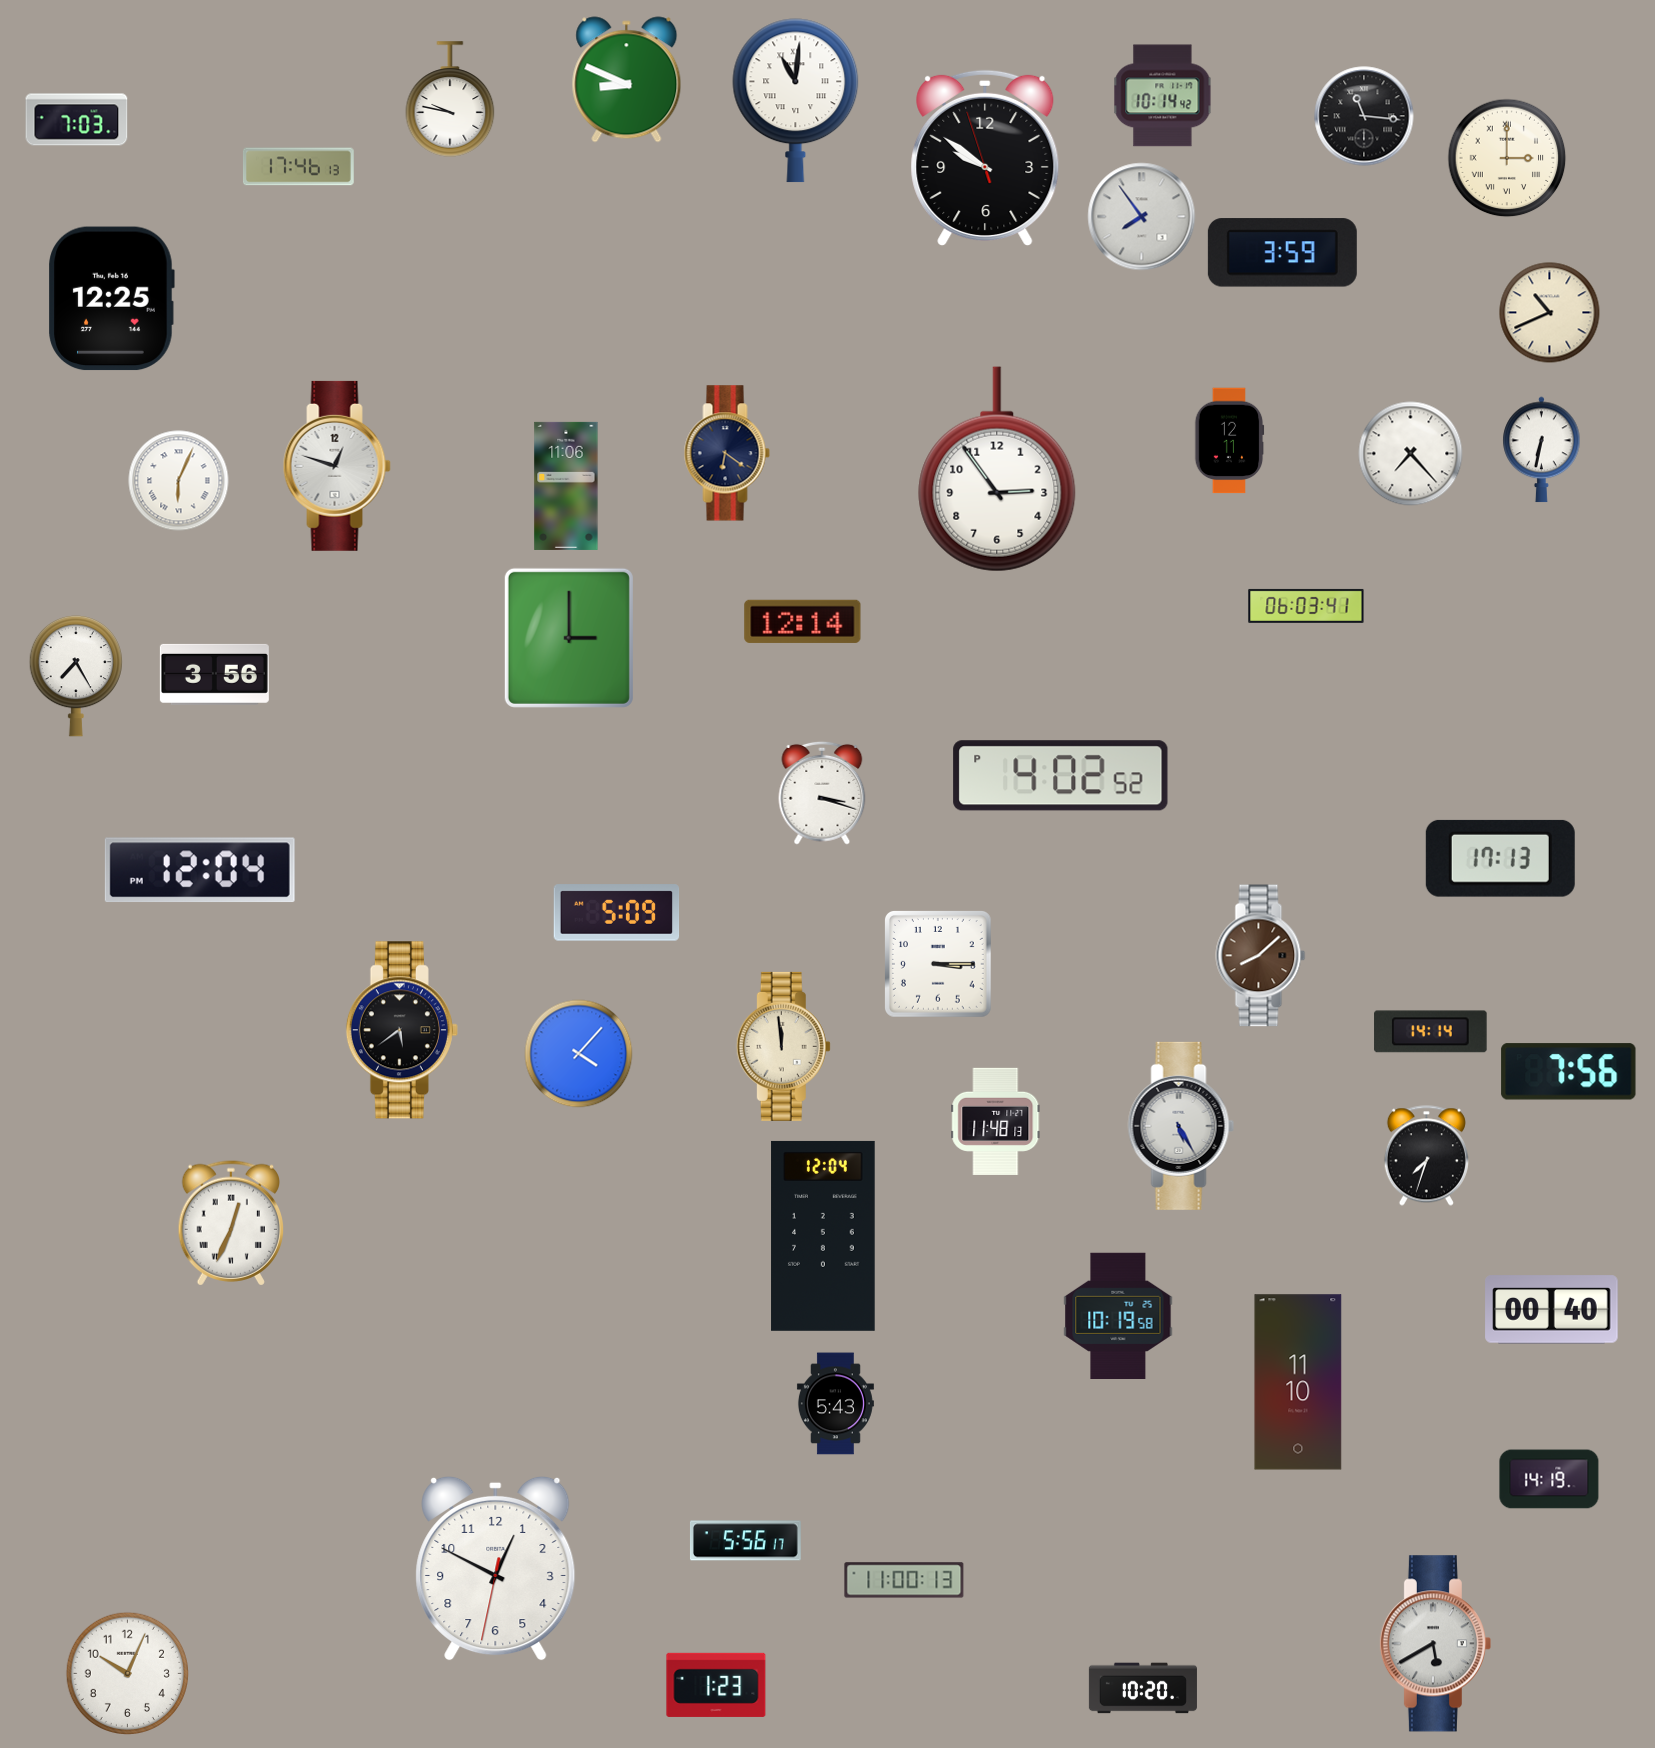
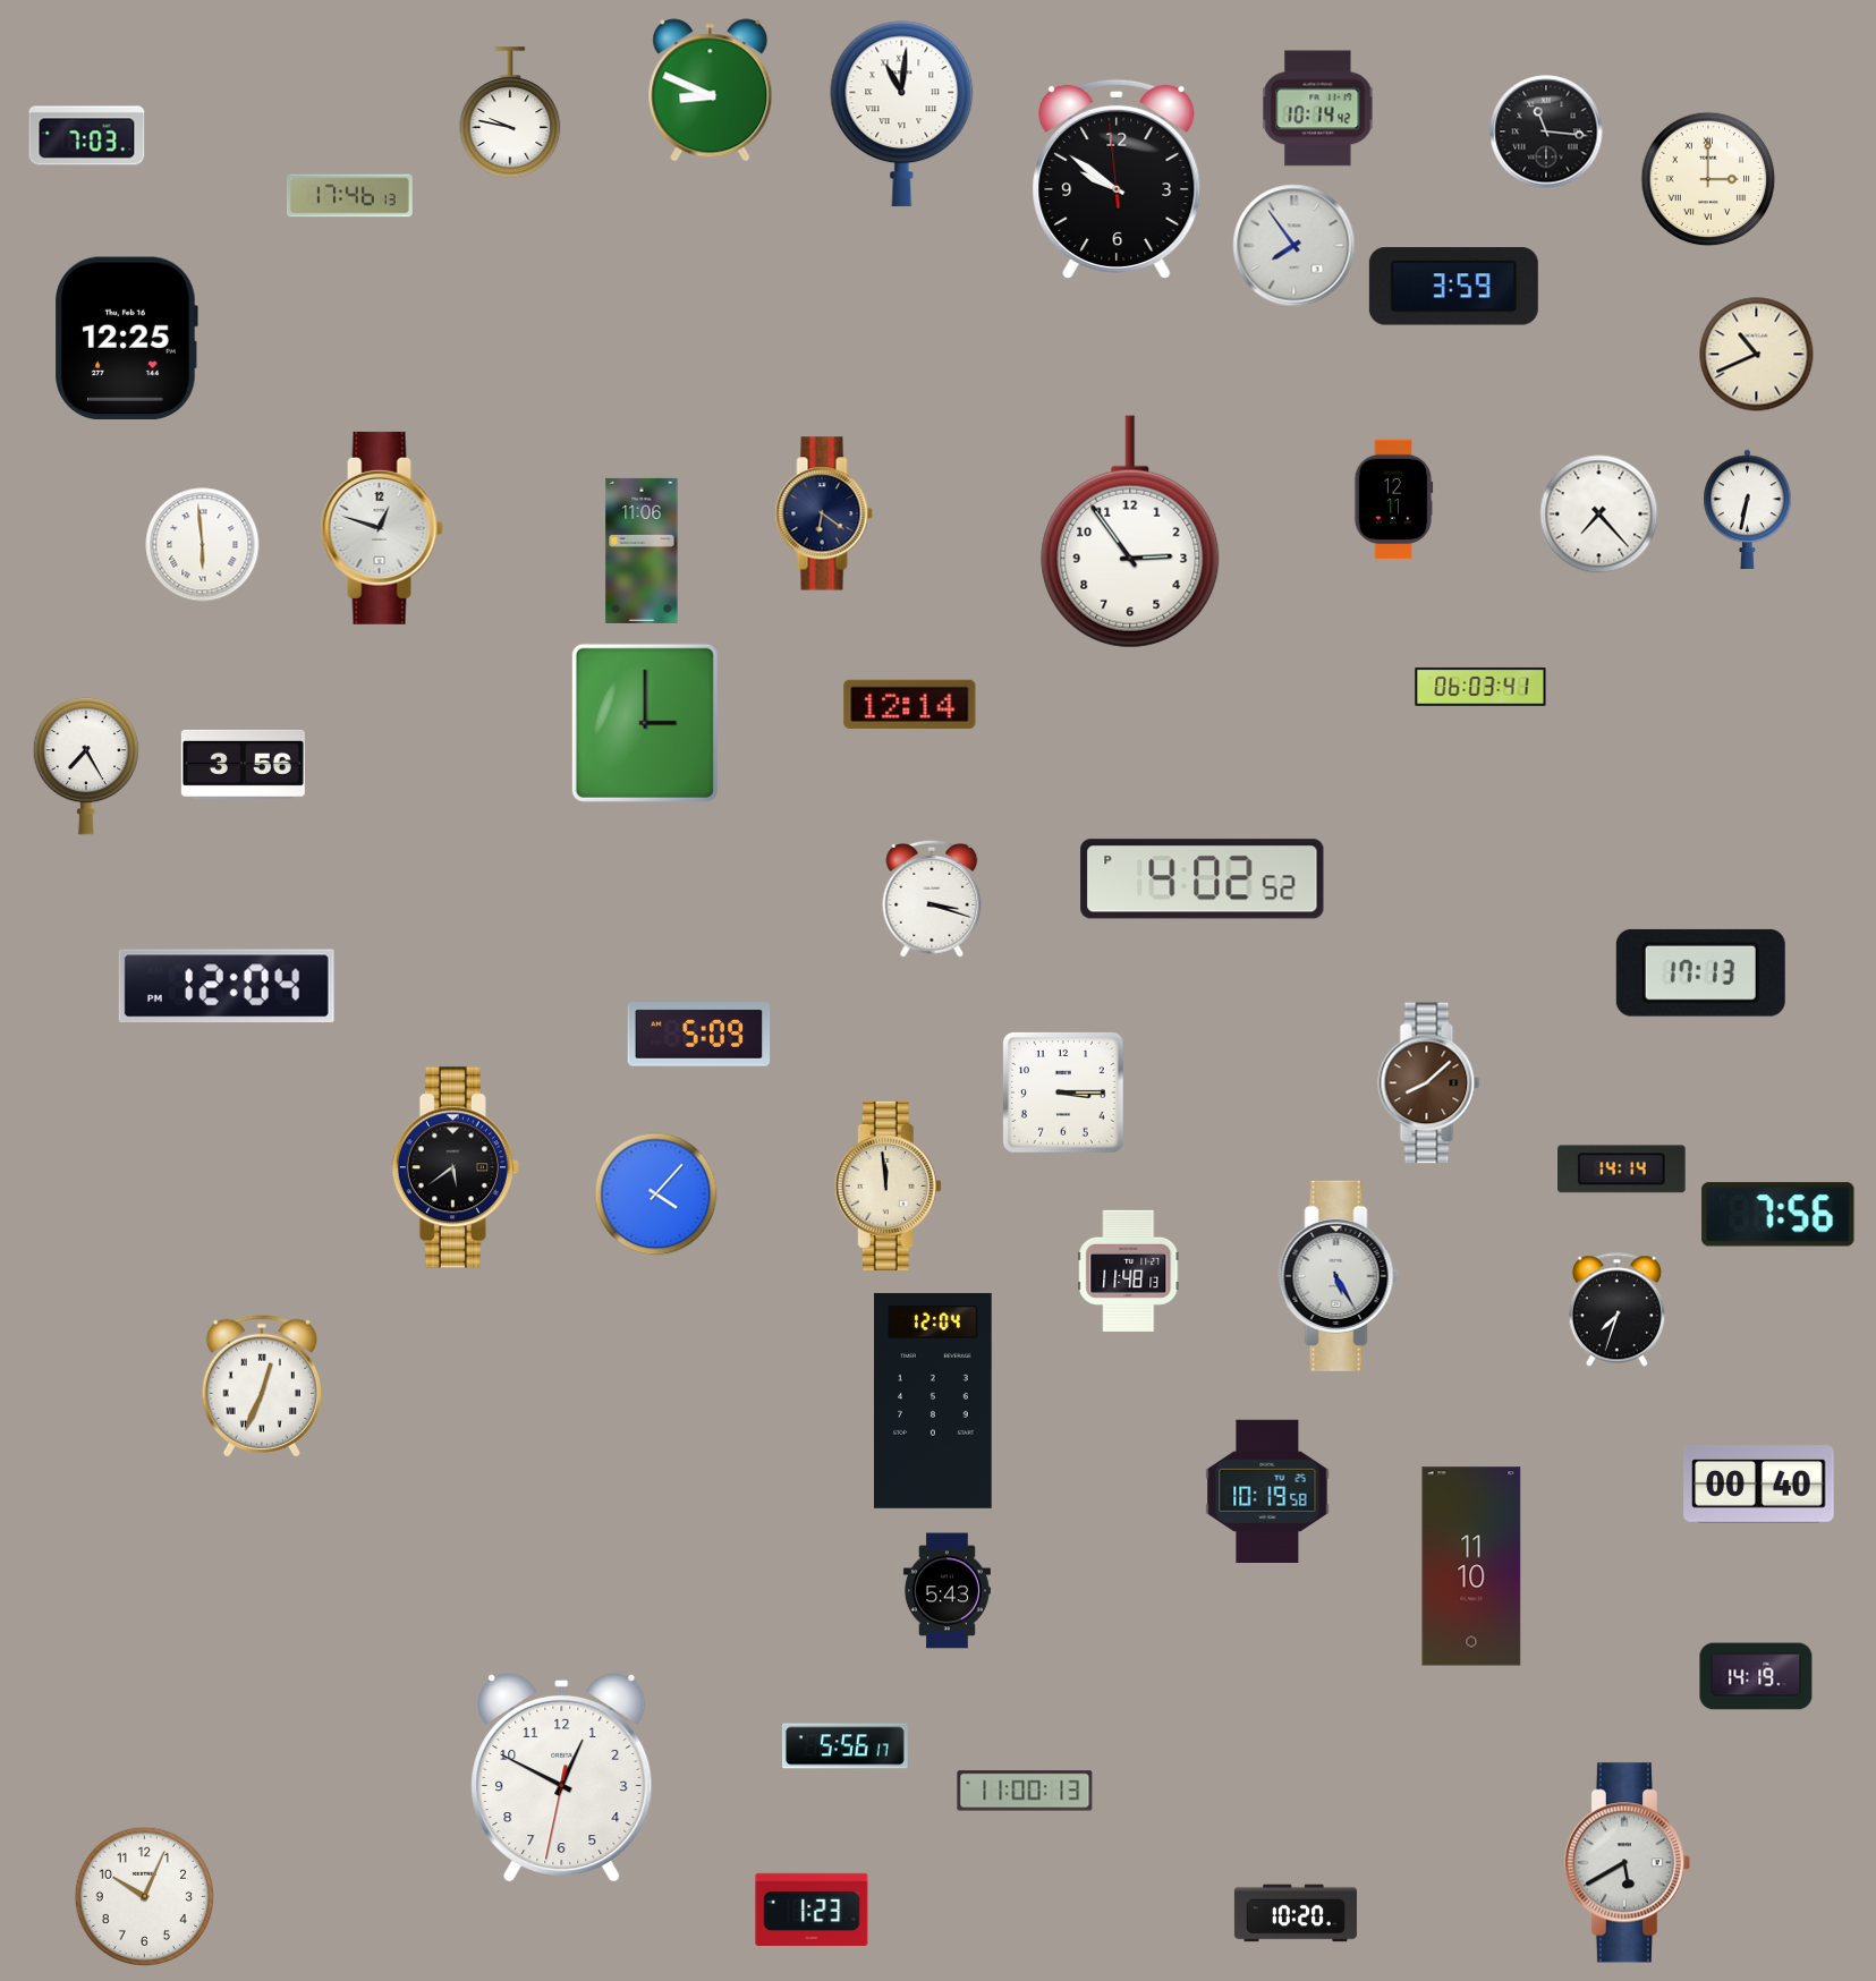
clock at (985, 158): 9:50:57 -> 9:50:59
clock at (298, 167) position: (298, 167) -> (349, 196)
clock at (179, 481): 6:04 -> 5:59
